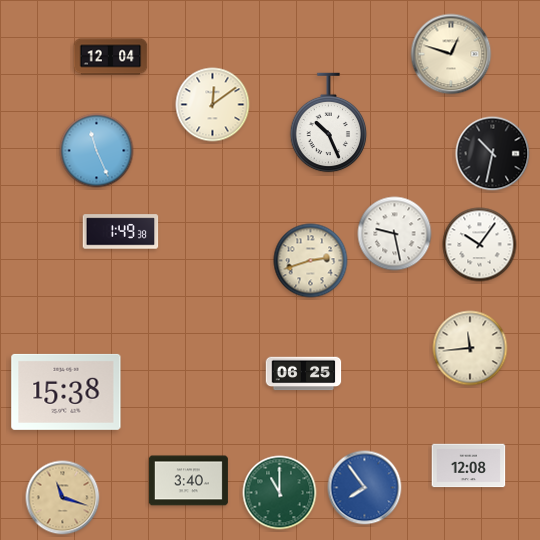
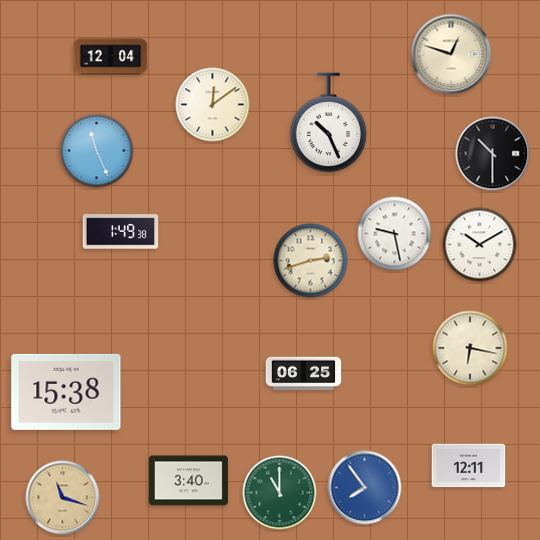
clock at (493, 154): 10:32 -> 10:30
clock at (480, 245): 10:06 -> 10:10
clock at (470, 348): 11:44 -> 6:17
clock at (469, 466): 12:08 -> 12:11
